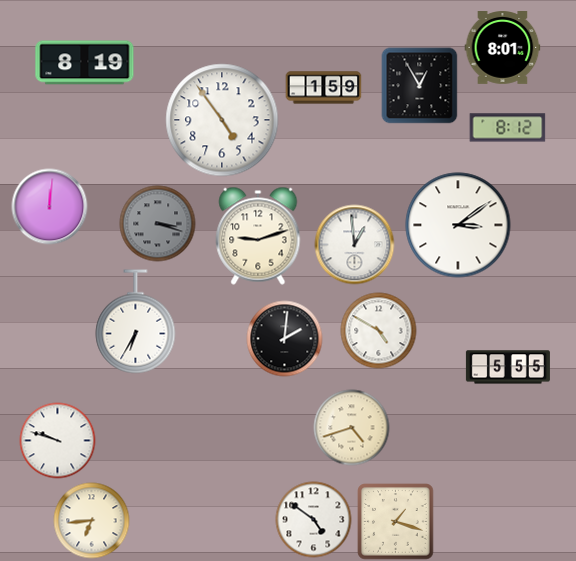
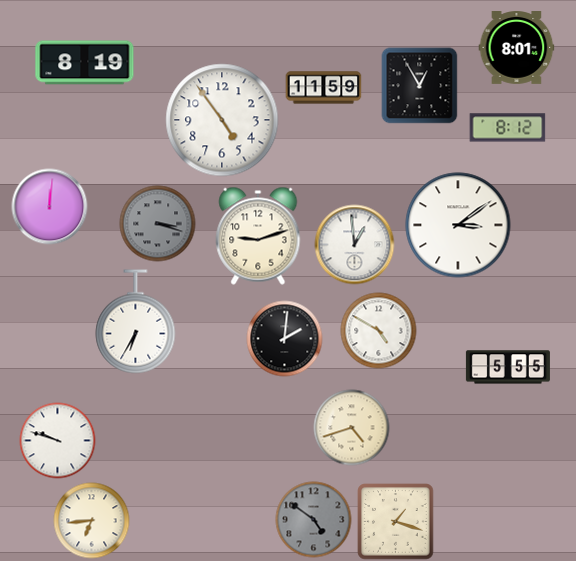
clock at (503, 48) position: (503, 48) -> (517, 48)
clock at (324, 88): 1:59 -> 11:59
clock at (314, 520) dial: white -> grey
